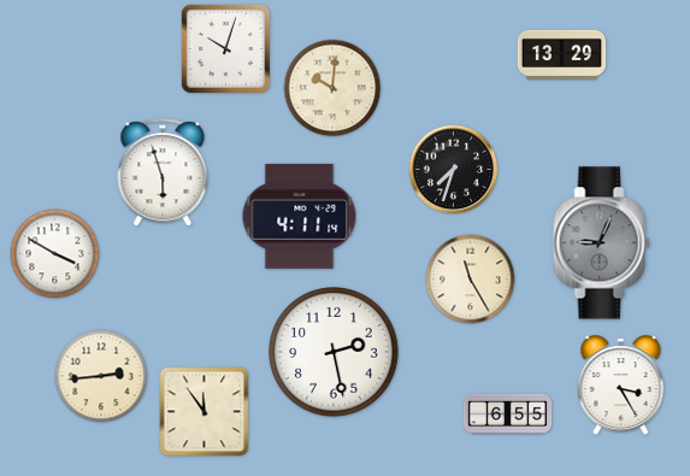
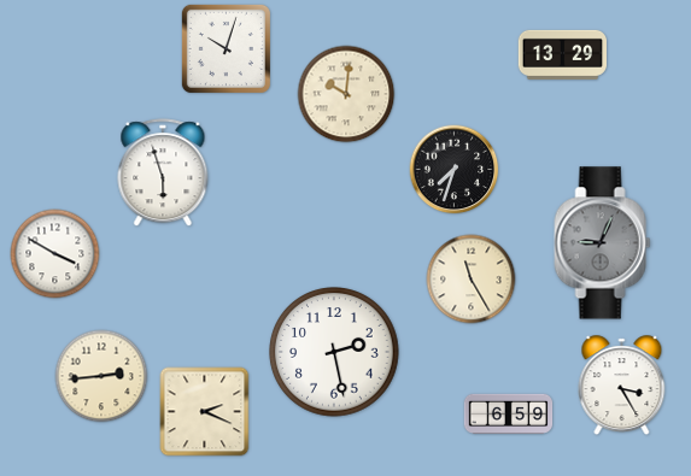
clock at (332, 88) position: (332, 88) -> (346, 94)
clock at (300, 216): 4:11 -> none
clock at (205, 412): 11:54 -> 2:19
clock at (508, 413): 6:55 -> 6:59
